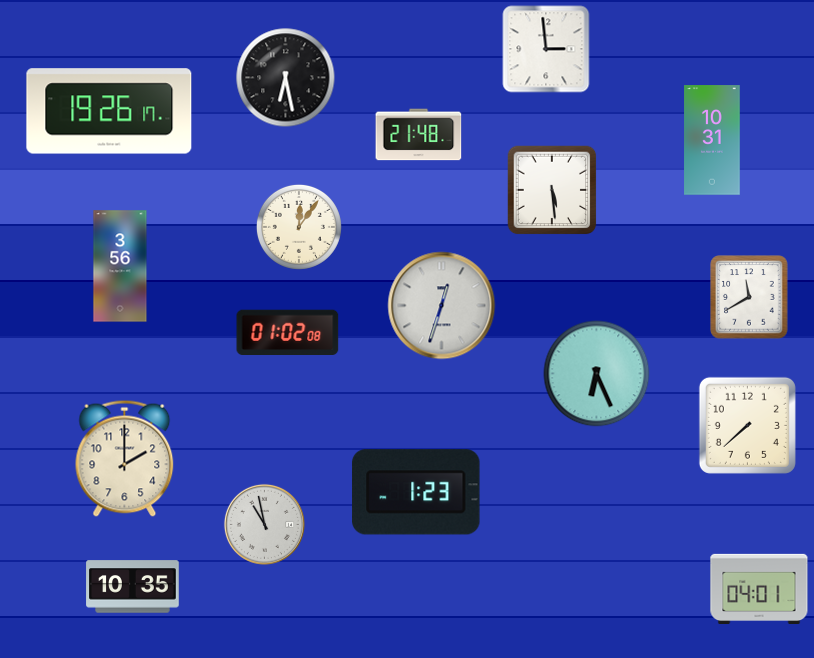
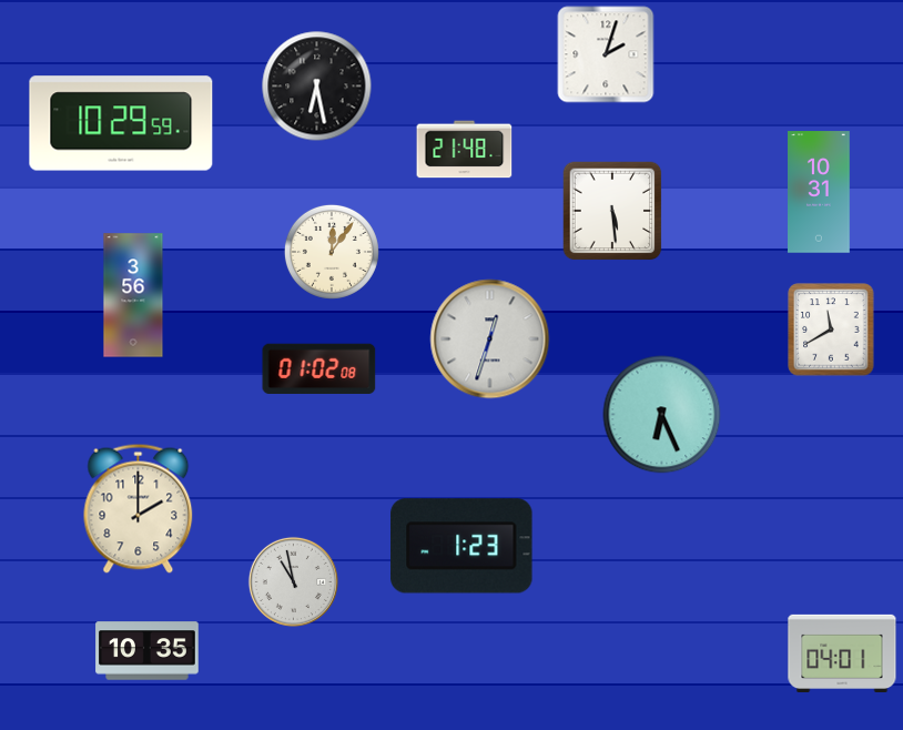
clock at (546, 49): 2:59 -> 2:03
clock at (109, 111): 19:26 -> 10:29
clock at (712, 140) position: (712, 140) -> (819, 192)
clock at (747, 425): 7:38 -> none
